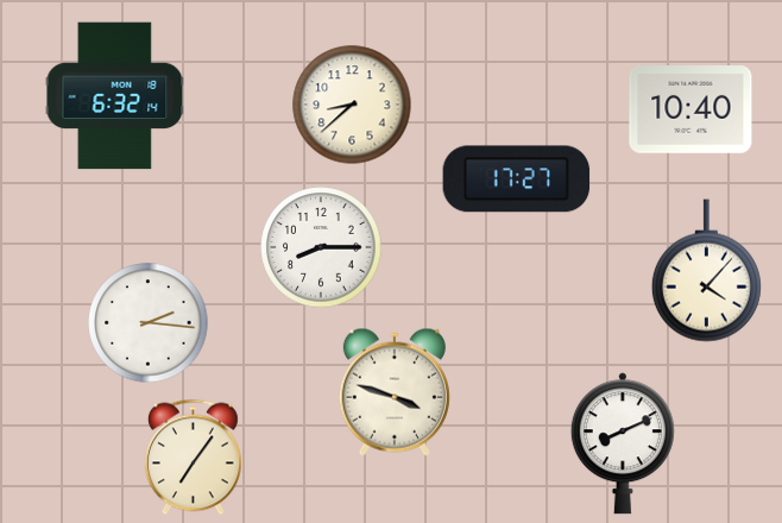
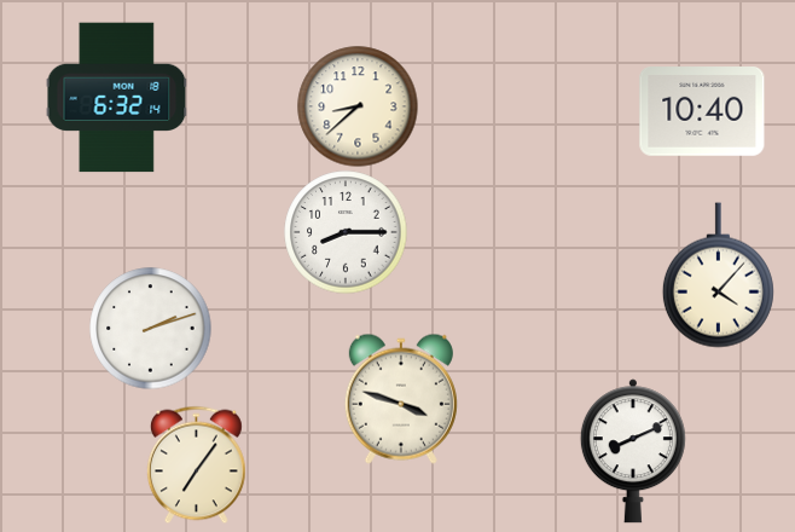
clock at (517, 179): 17:27 -> none
clock at (321, 247) position: (321, 247) -> (346, 232)
clock at (149, 323): 2:16 -> 2:12
